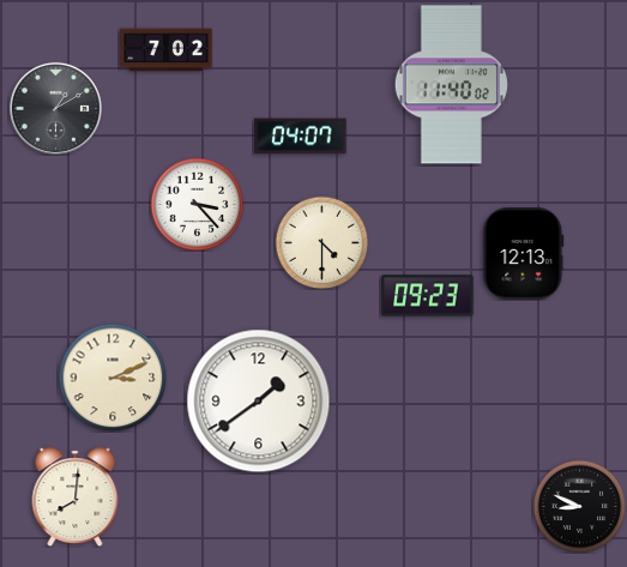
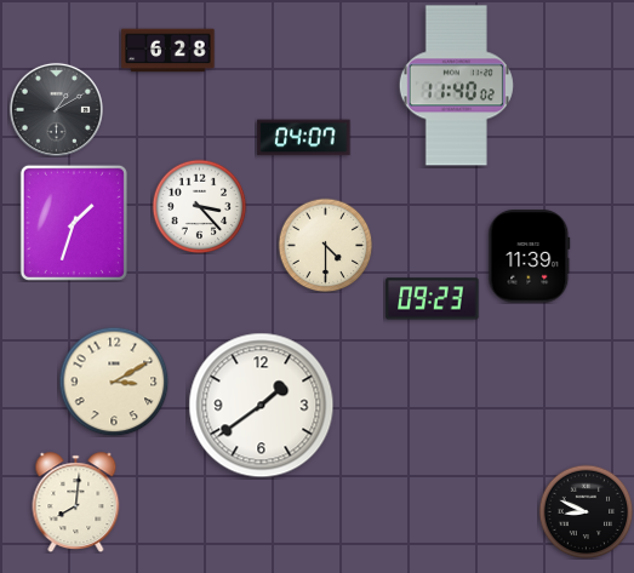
clock at (167, 50): 7:02 -> 6:28
clock at (74, 223): none -> 1:33
clock at (524, 254): 12:13 -> 11:39
clock at (113, 378): 3:11 -> 3:10
